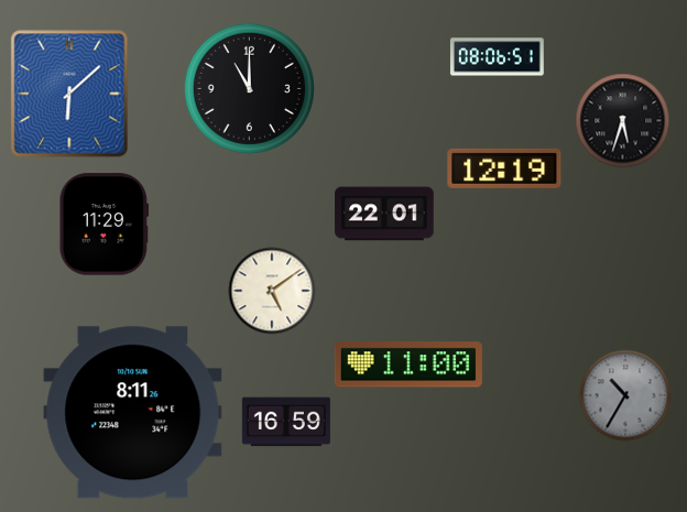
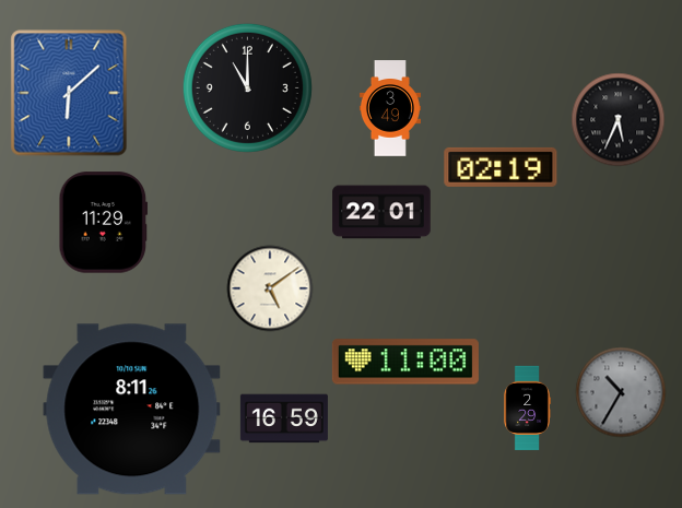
clock at (497, 57): 08:06 -> none
clock at (390, 108): none -> 3:49
clock at (622, 120): 5:33 -> 5:34
clock at (504, 168): 12:19 -> 02:19
clock at (527, 407): none -> 2:29
